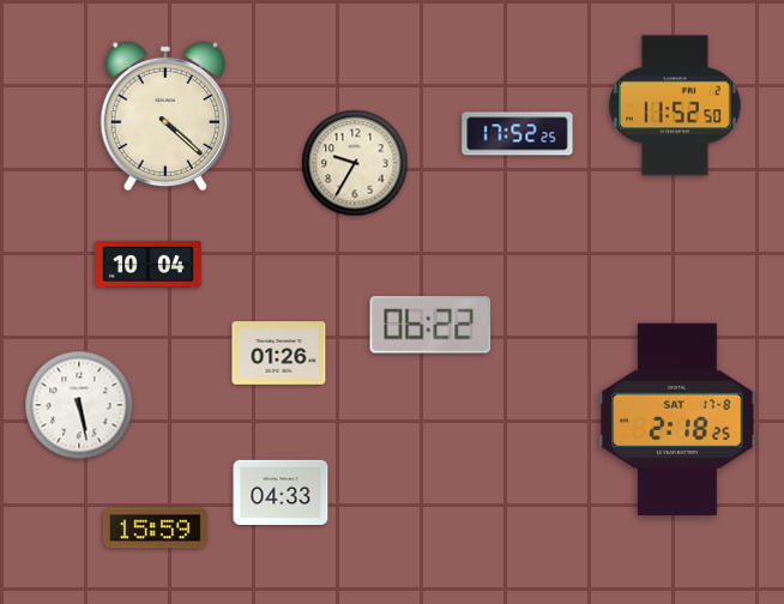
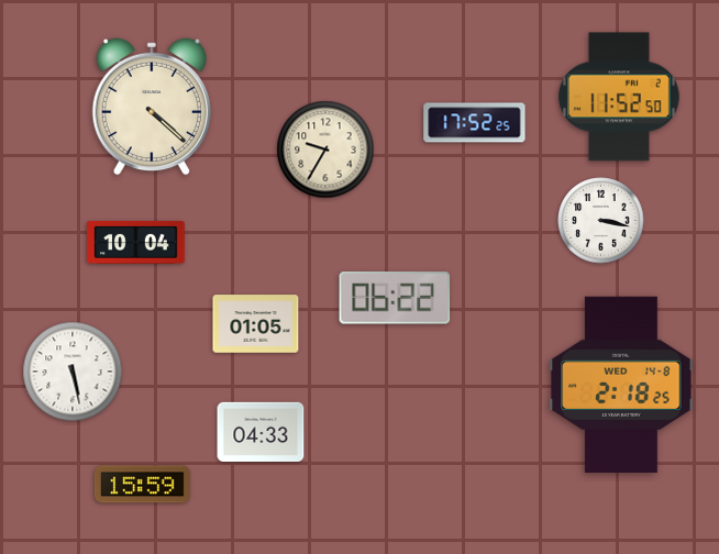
clock at (601, 221): none -> 3:17
clock at (279, 354): 01:26 -> 01:05
clock at (677, 418) date: SAT 17-8 -> WED 14-8
clock at (281, 493) position: (281, 493) -> (261, 432)
